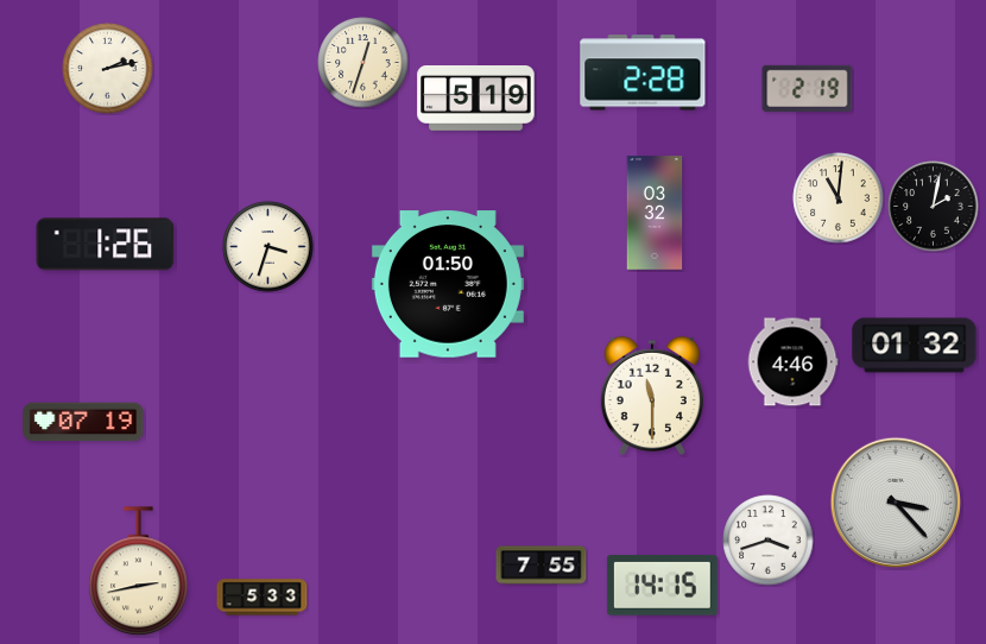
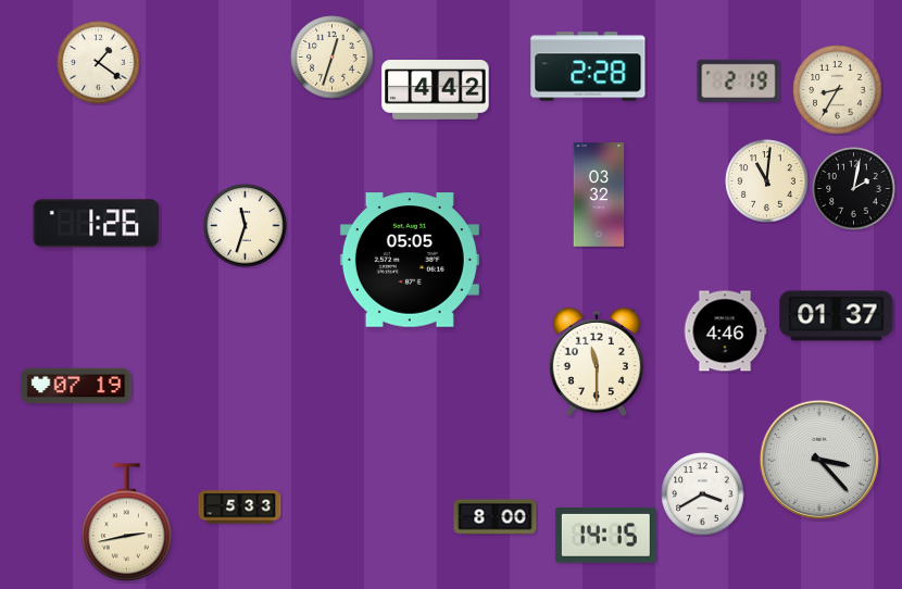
clock at (108, 69): 2:13 -> 1:21
clock at (476, 99): 5:19 -> 4:42
clock at (838, 90): none -> 8:35
clock at (268, 247): 3:33 -> 11:33
clock at (448, 284): 01:50 -> 05:05
clock at (915, 346): 01:32 -> 01:37
clock at (769, 541): 3:42 -> 3:40
clock at (542, 566): 7:55 -> 8:00
clock at (263, 598) position: (263, 598) -> (240, 507)
